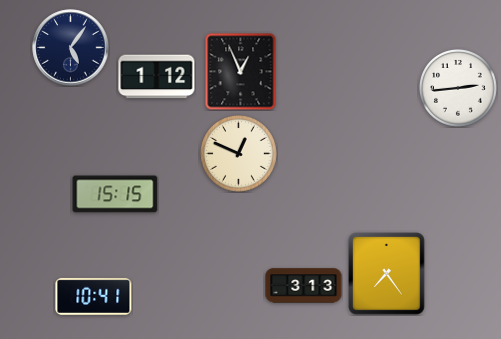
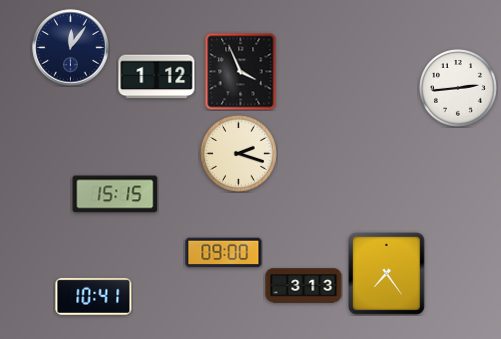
clock at (71, 48): 5:06 -> 12:06
clock at (241, 71): 12:56 -> 3:56
clock at (239, 154): 12:49 -> 2:18
clock at (224, 253): none -> 09:00
